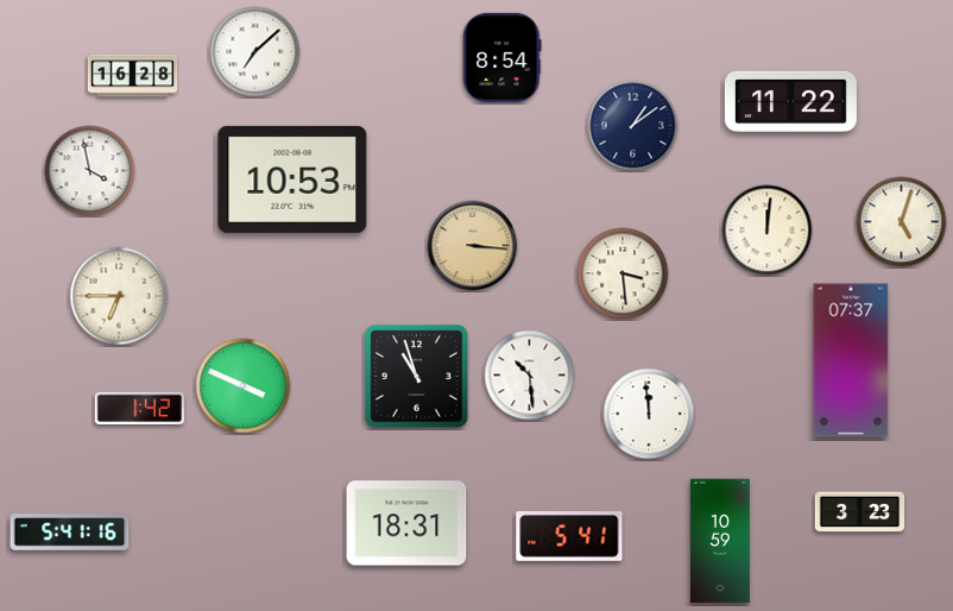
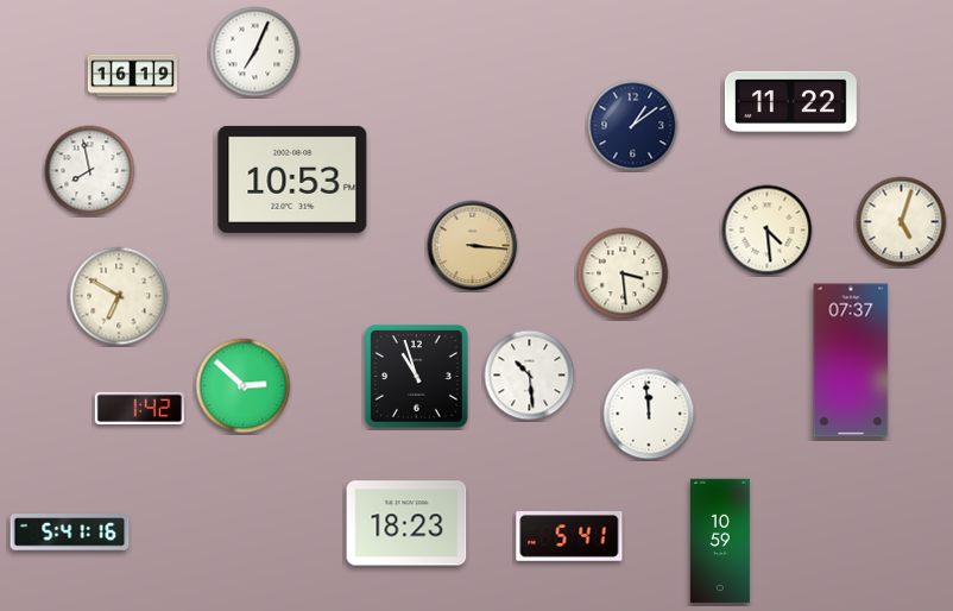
clock at (255, 52): 7:08 -> 7:04
clock at (503, 57): 8:54 -> none
clock at (133, 76): 16:28 -> 16:19
clock at (90, 171): 3:58 -> 7:58
clock at (768, 231): 12:01 -> 4:29
clock at (119, 296): 6:45 -> 6:50
clock at (244, 386): 3:49 -> 2:52
clock at (860, 512): 3:23 -> none
clock at (406, 523): 18:31 -> 18:23
